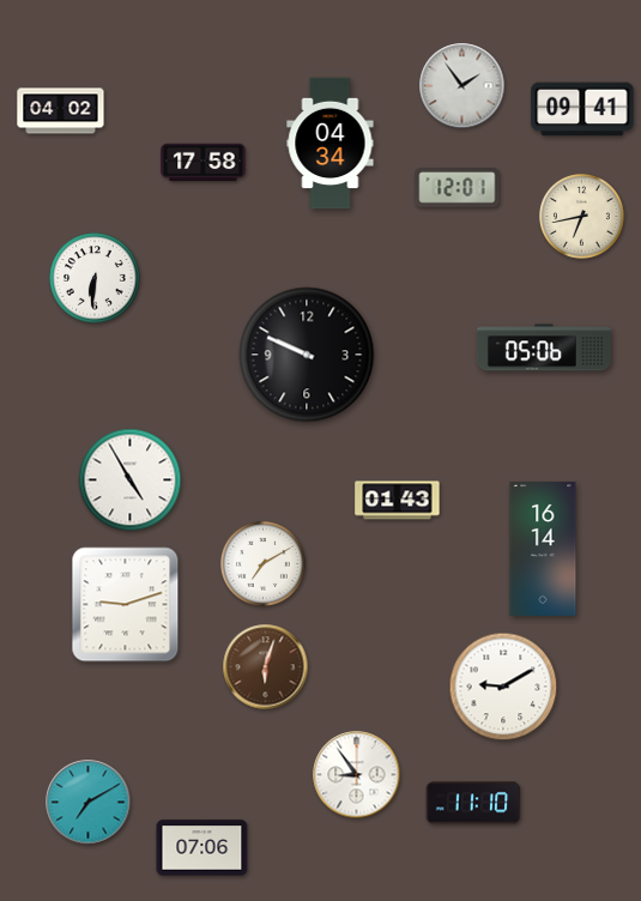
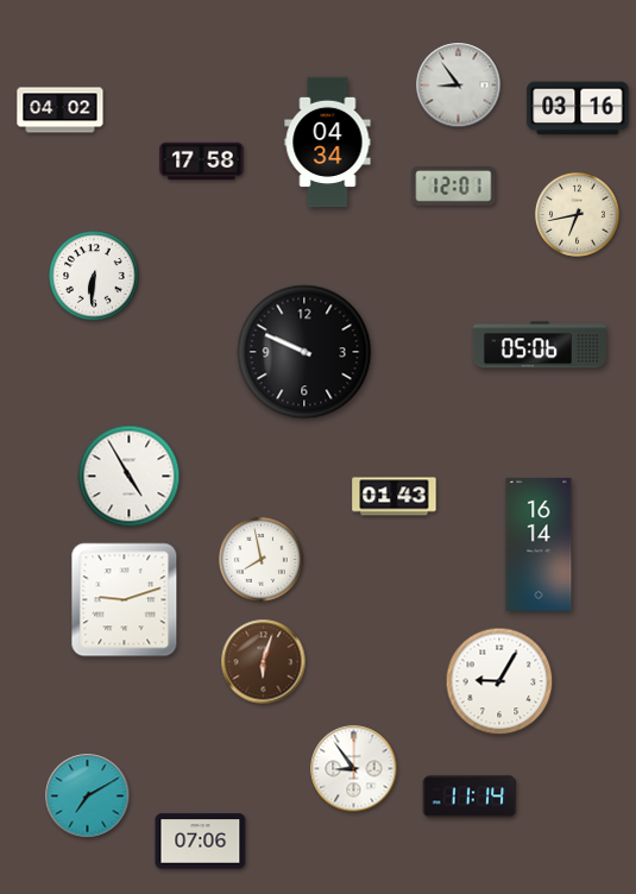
clock at (462, 86): 1:54 -> 8:54
clock at (582, 109): 09:41 -> 03:16
clock at (264, 564): 7:10 -> 7:58
clock at (503, 687): 9:10 -> 9:05
clock at (473, 803): 11:10 -> 11:14
